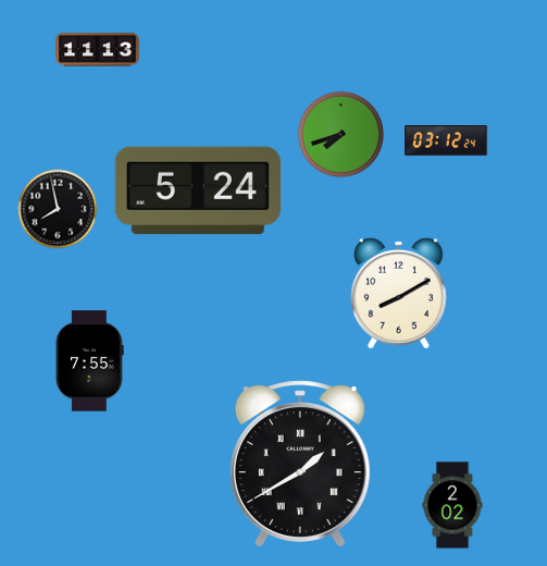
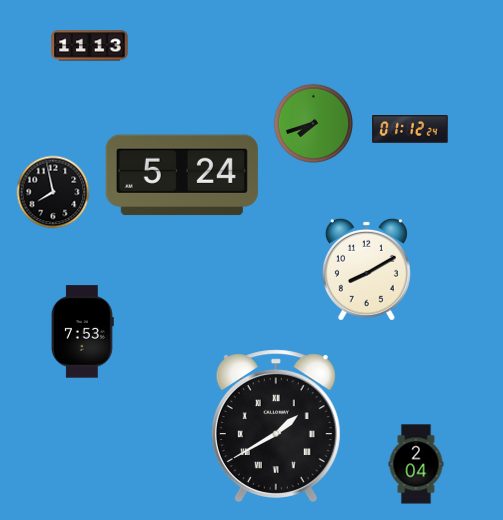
clock at (446, 140): 03:12 -> 01:12
clock at (90, 361): 7:55 -> 7:53
clock at (452, 505): 2:02 -> 2:04
